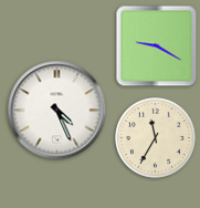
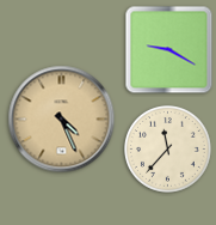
clock at (57, 111) dial: white -> champagne
clock at (156, 138): 11:35 -> 11:37
